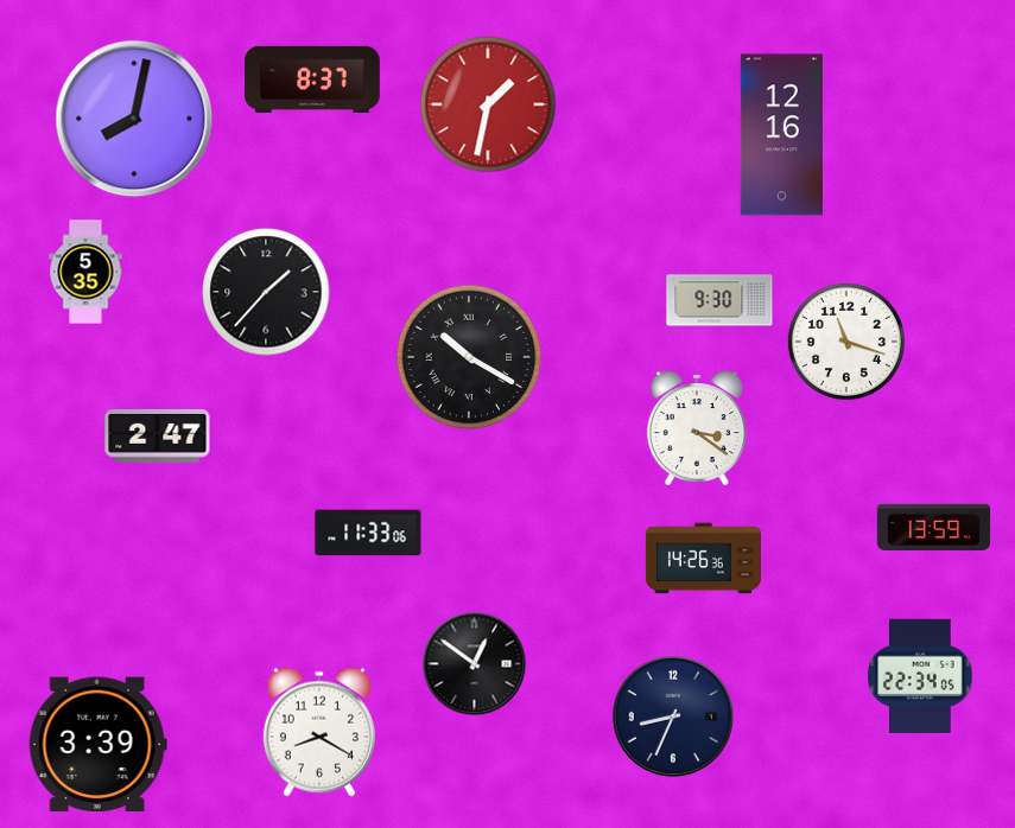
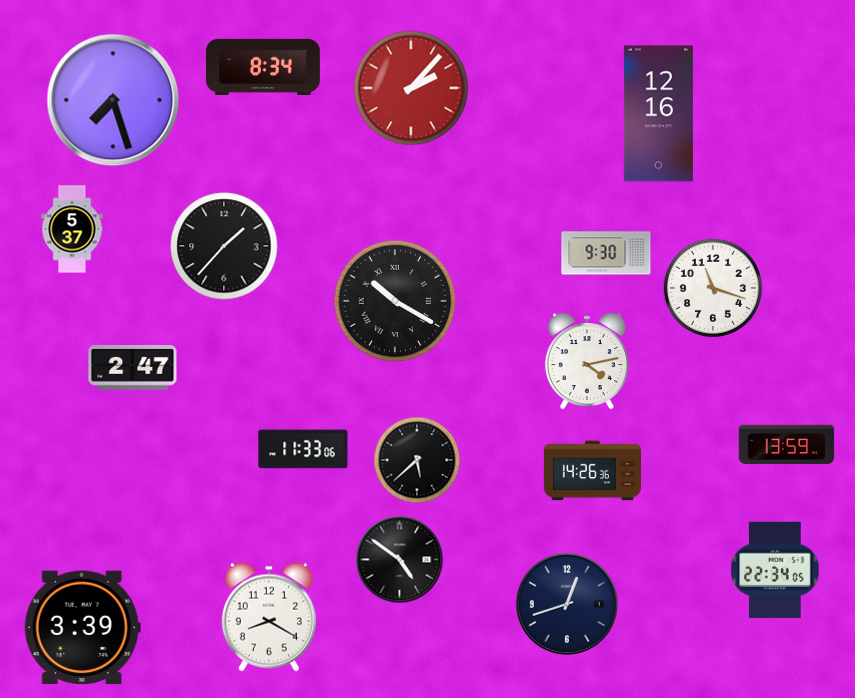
clock at (312, 79): 8:37 -> 8:34
clock at (488, 104): 1:32 -> 2:07
clock at (134, 119): 8:02 -> 7:27
clock at (85, 272): 5:35 -> 5:37
clock at (697, 428): 3:21 -> 4:13
clock at (368, 533) position: (368, 533) -> (303, 449)
clock at (417, 460): none -> 5:38
clock at (475, 664): 12:51 -> 4:51
clock at (673, 716): 8:34 -> 12:42
